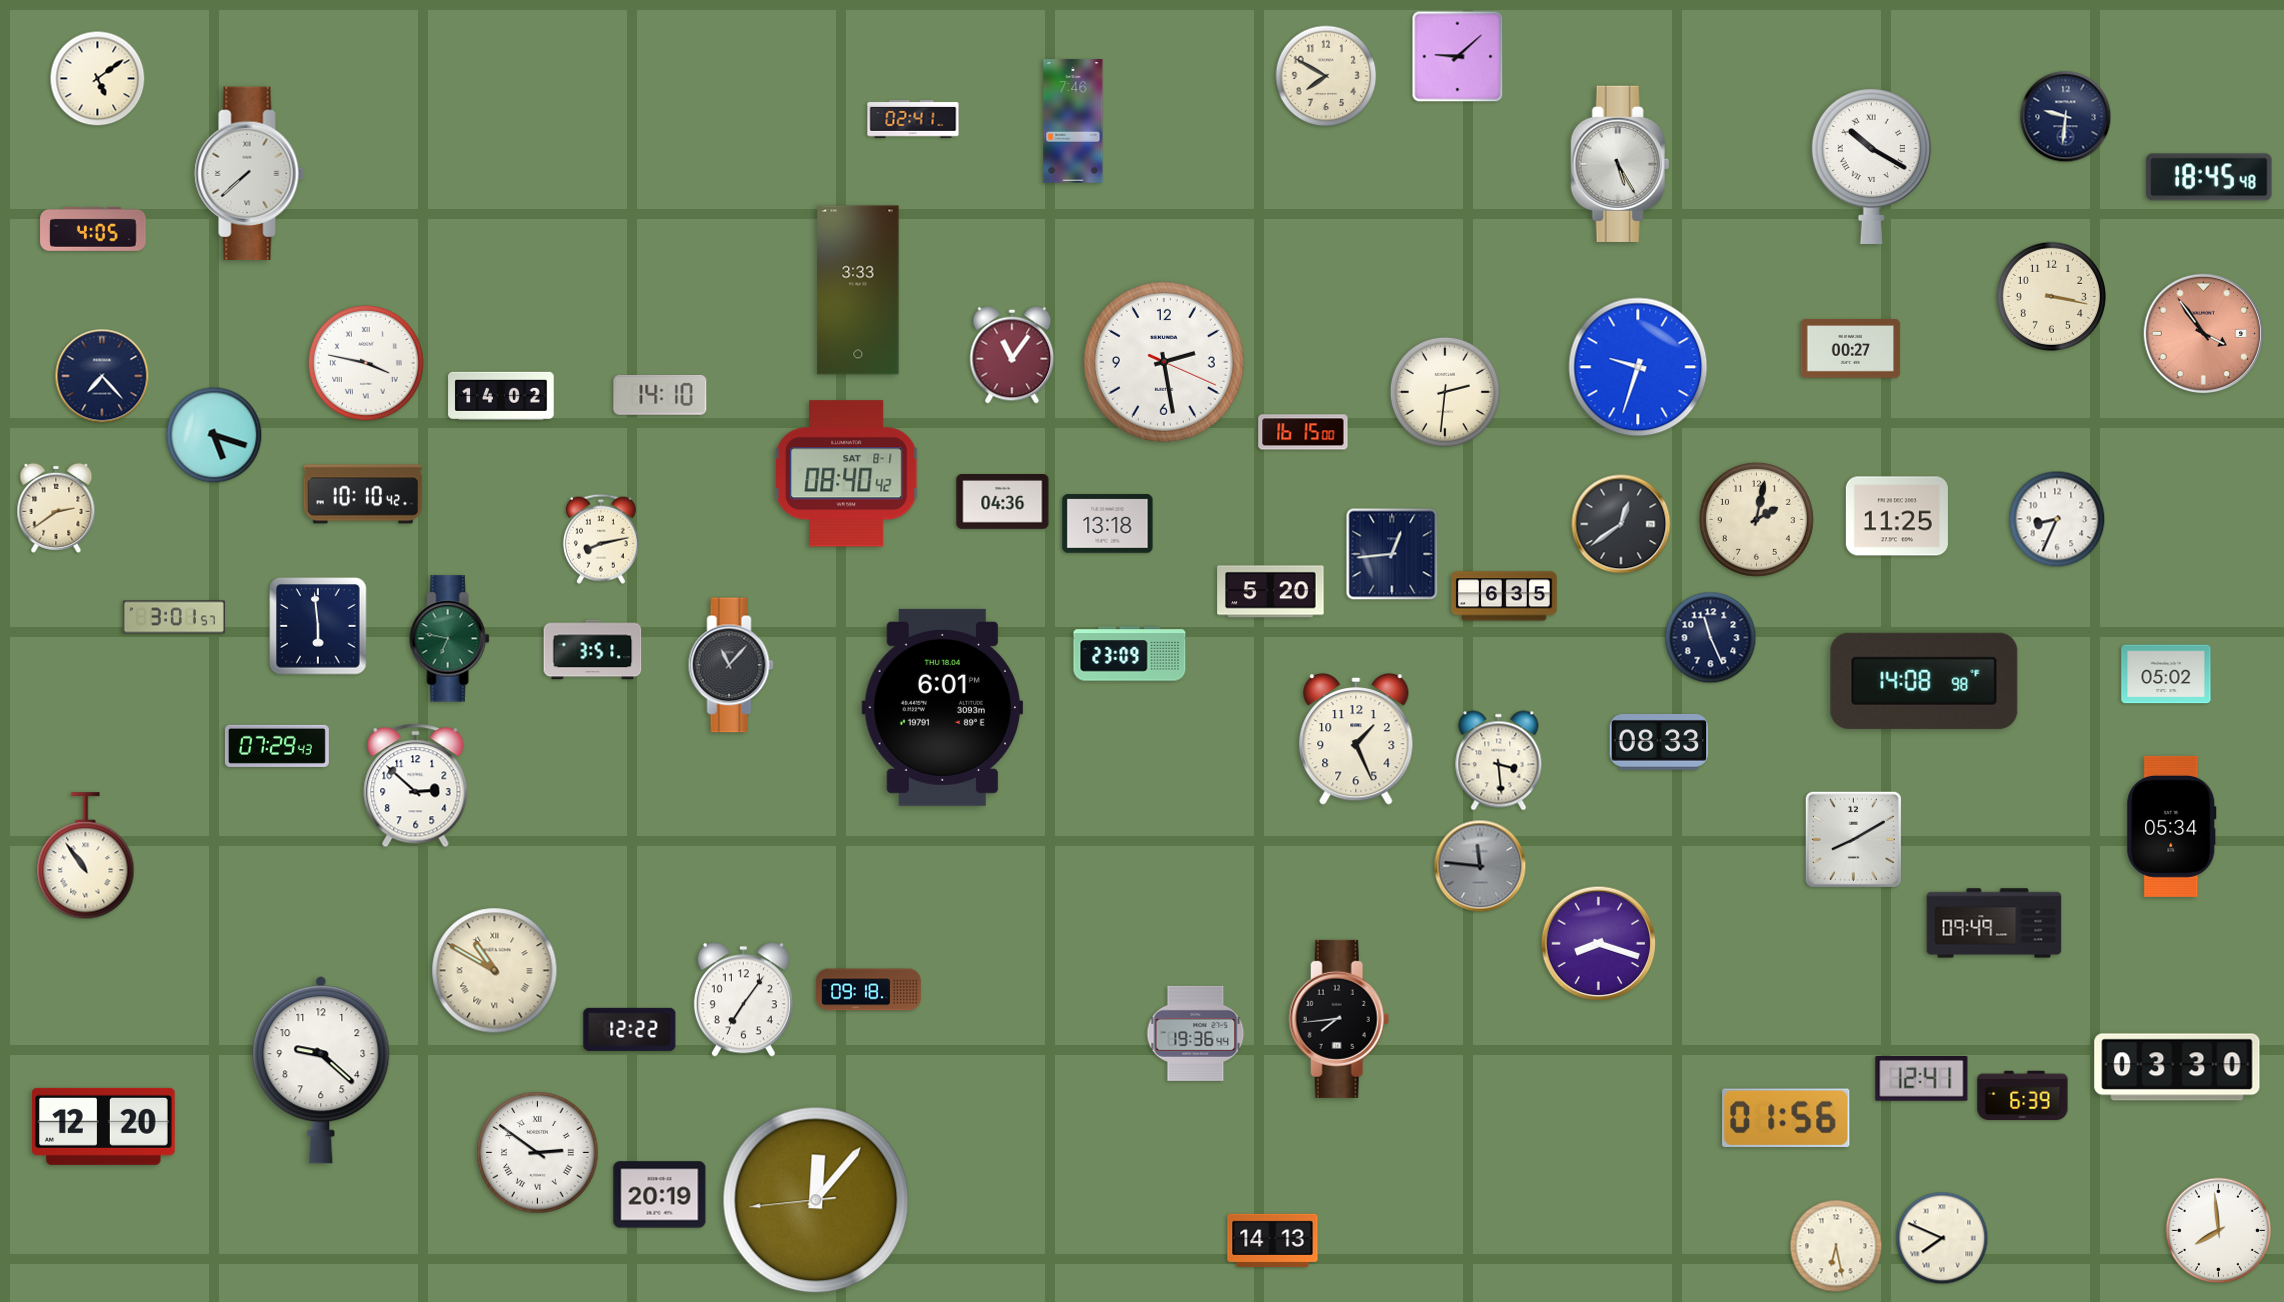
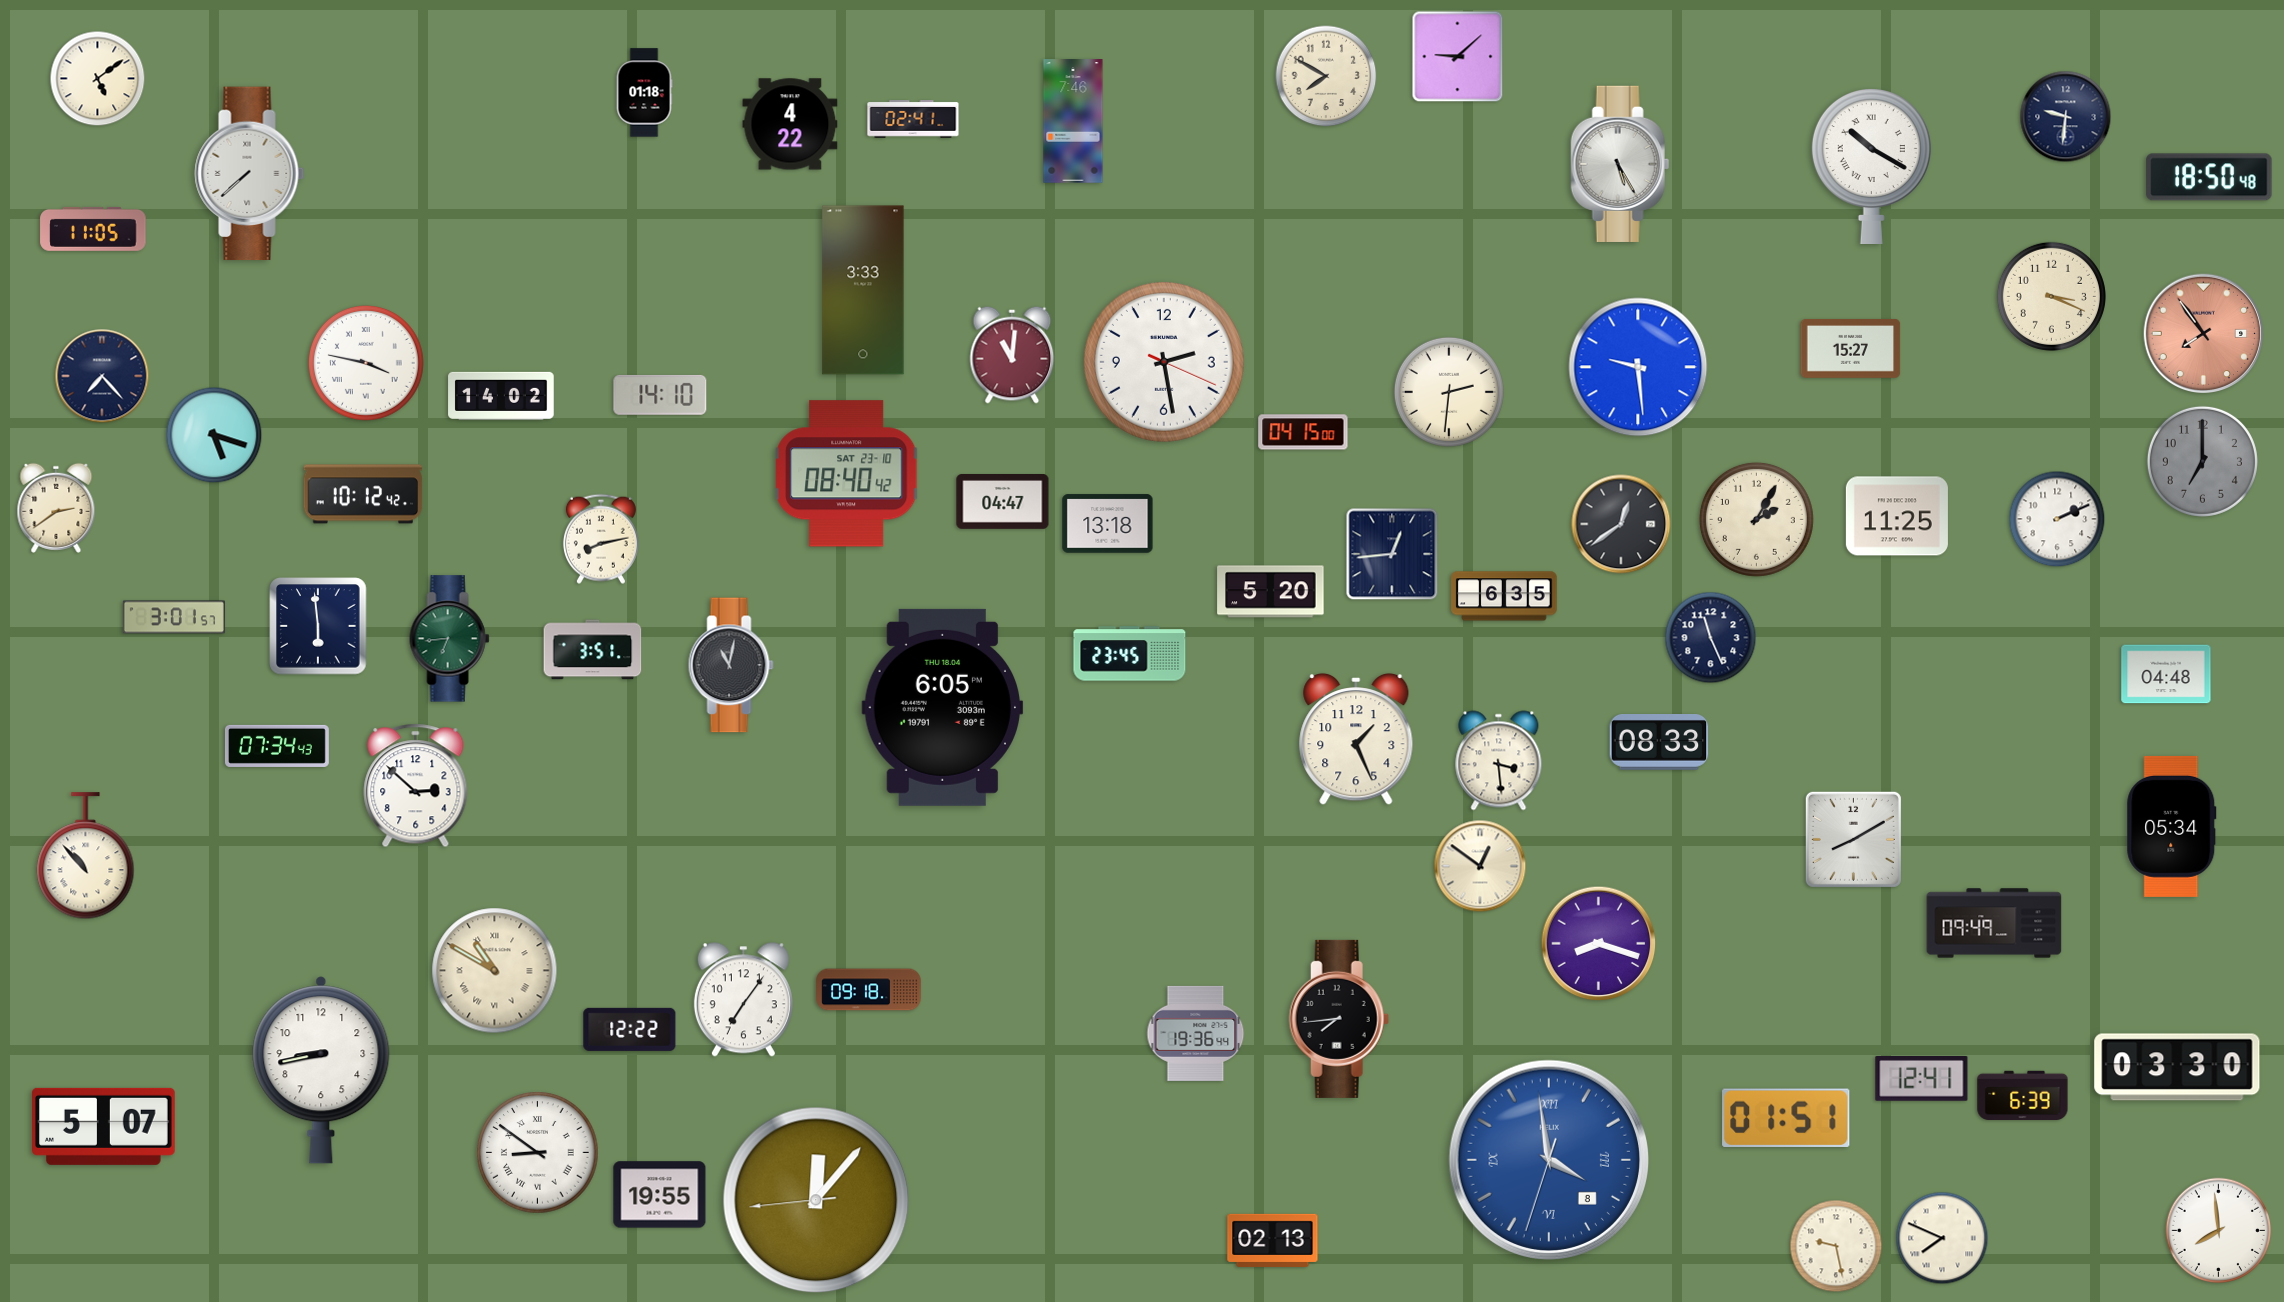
clock at (644, 93): none -> 01:18
clock at (790, 124): none -> 4:22
clock at (2209, 177): 18:45 -> 18:50
clock at (93, 229): 4:05 -> 11:05
clock at (858, 290) position: (858, 290) -> (863, 290)
clock at (2051, 296): 3:17 -> 3:19
clock at (2204, 334): 3:54 -> 7:54
clock at (1851, 348): 00:27 -> 15:27
clock at (1012, 355): 11:06 -> 11:01
clock at (1638, 367): 9:33 -> 9:29
clock at (1445, 392) position: (1445, 392) -> (1449, 392)
clock at (1303, 432): 16:15 -> 04:15
clock at (2202, 461): none -> 7:00
clock at (847, 474) date: SAT 8-1 -> SAT 23-10
clock at (363, 494): 10:10 -> 10:12
clock at (1003, 502): 04:36 -> 04:47
clock at (1756, 519): 2:02 -> 2:05
clock at (2057, 519): 8:34 -> 2:11
clock at (450, 639): 6:47 -> 6:44
clock at (1130, 654): 23:09 -> 23:45
clock at (731, 665): 11:07 -> 11:02
clock at (2166, 674): 05:02 -> 04:48
clock at (1924, 681): 14:08 -> none
clock at (943, 707): 6:01 -> 6:05
clock at (277, 746): 07:29 -> 07:34
clock at (86, 856): 10:54 -> 10:53
clock at (1480, 866): 11:46 -> 12:51
clock at (1480, 866) dial: grey -> cream
clock at (321, 1070): 9:22 -> 8:43
clock at (1786, 1118): 01:56 -> 01:51
clock at (104, 1126): 12:20 -> 5:07
clock at (538, 1153): 2:51 -> 8:51
clock at (1549, 1160): none -> 3:58
clock at (660, 1195): 20:19 -> 19:55
clock at (1273, 1240): 14:13 -> 02:13
clock at (1836, 1246): 6:28 -> 9:28
